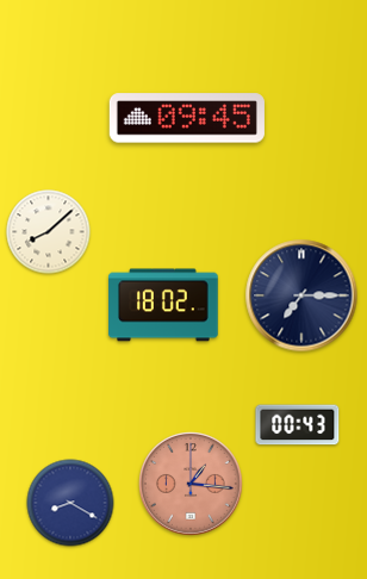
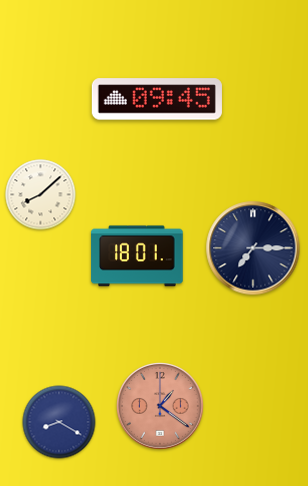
clock at (163, 305): 18:02 -> 18:01
clock at (298, 425): 00:43 -> none
clock at (192, 485): 1:16 -> 1:21
